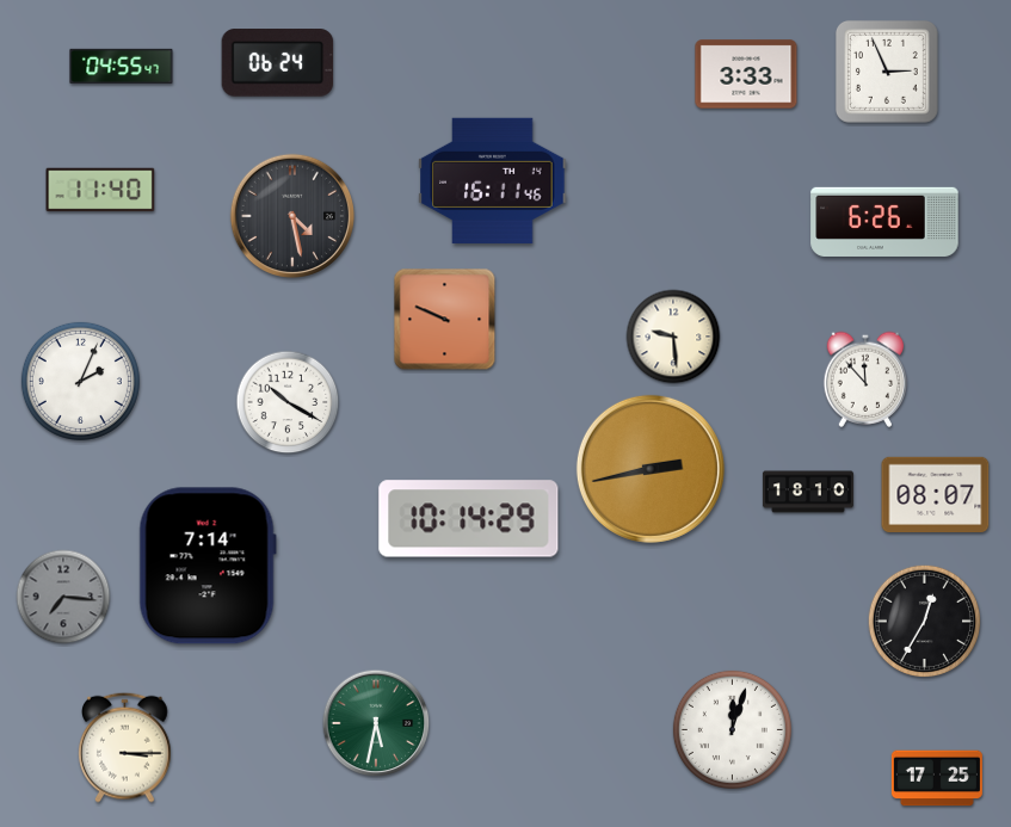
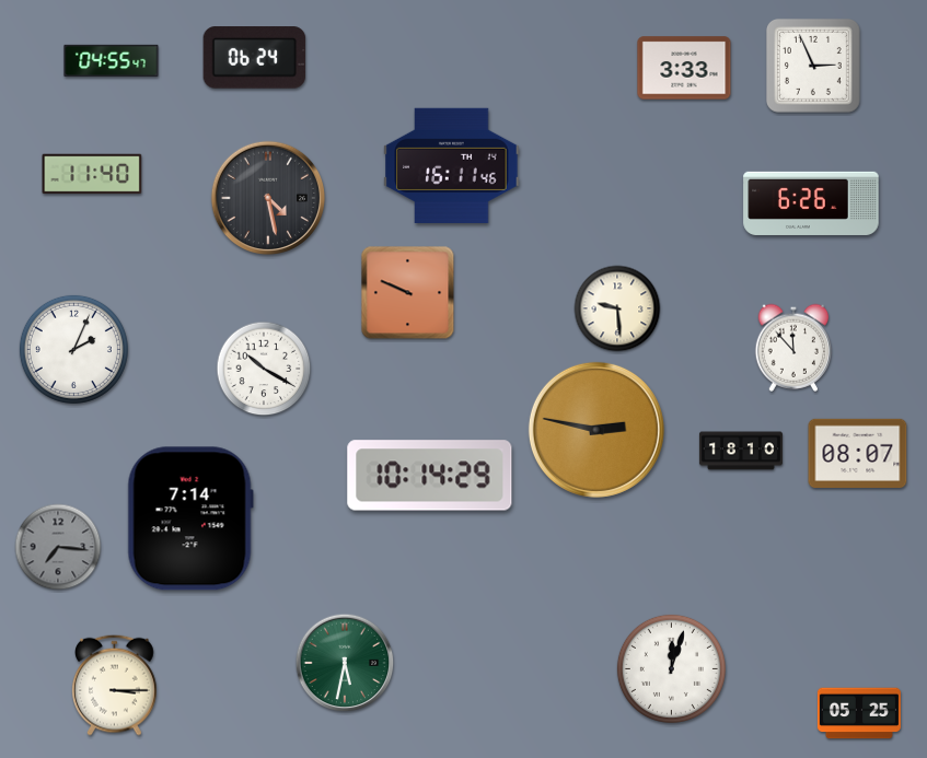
clock at (651, 469): 2:43 -> 2:47
clock at (924, 621): 12:35 -> none
clock at (937, 778): 17:25 -> 05:25
